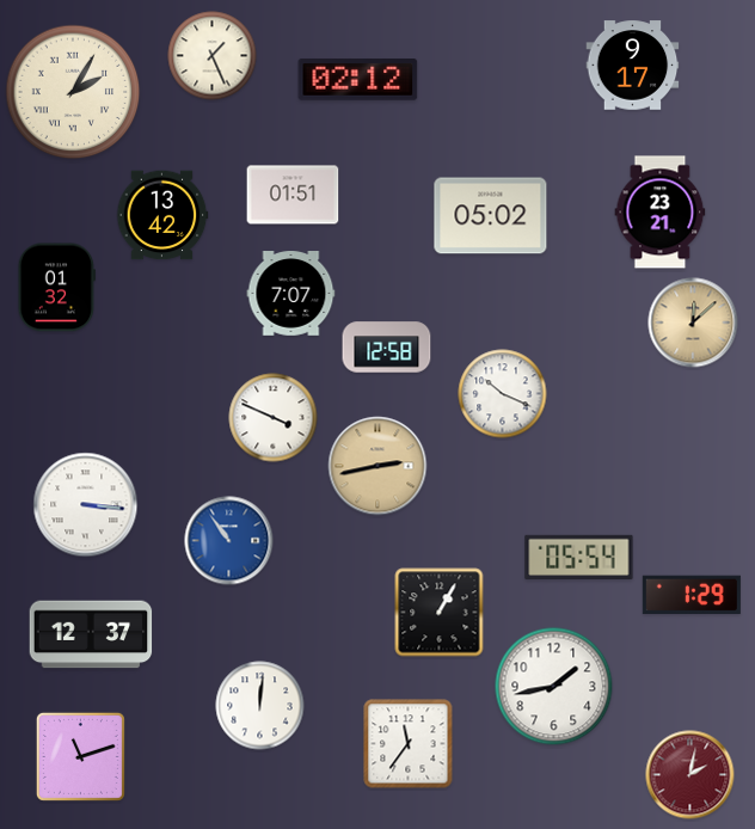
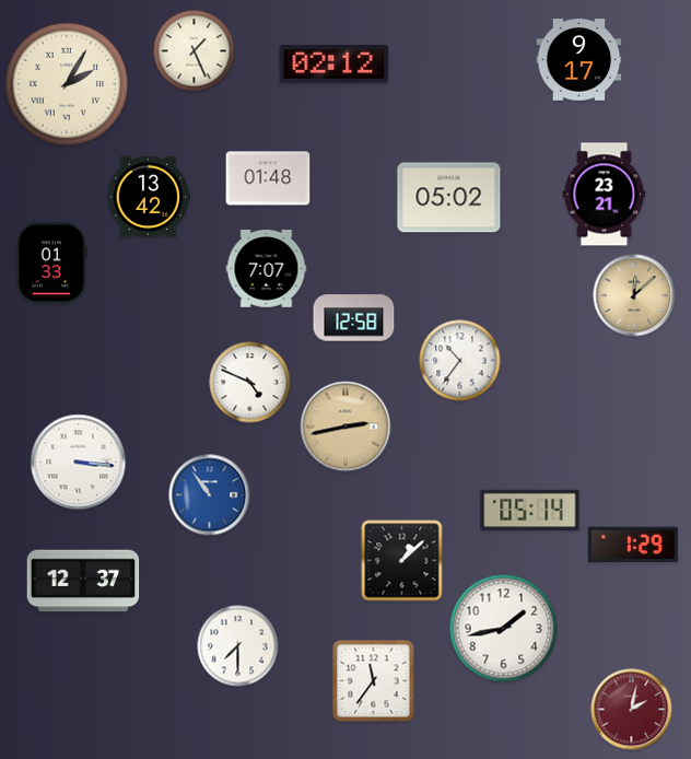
clock at (358, 80) position: (358, 80) -> (335, 65)
clock at (293, 195): 01:51 -> 01:48
clock at (56, 288): 01:32 -> 01:33
clock at (503, 394): 10:19 -> 10:36
clock at (274, 418): 3:49 -> 4:49
clock at (579, 557): 05:54 -> 05:14
clock at (440, 613): 1:05 -> 1:08
clock at (554, 687) position: (554, 687) -> (504, 629)
clock at (260, 706): 12:01 -> 7:30
clock at (80, 756): 11:12 -> none
